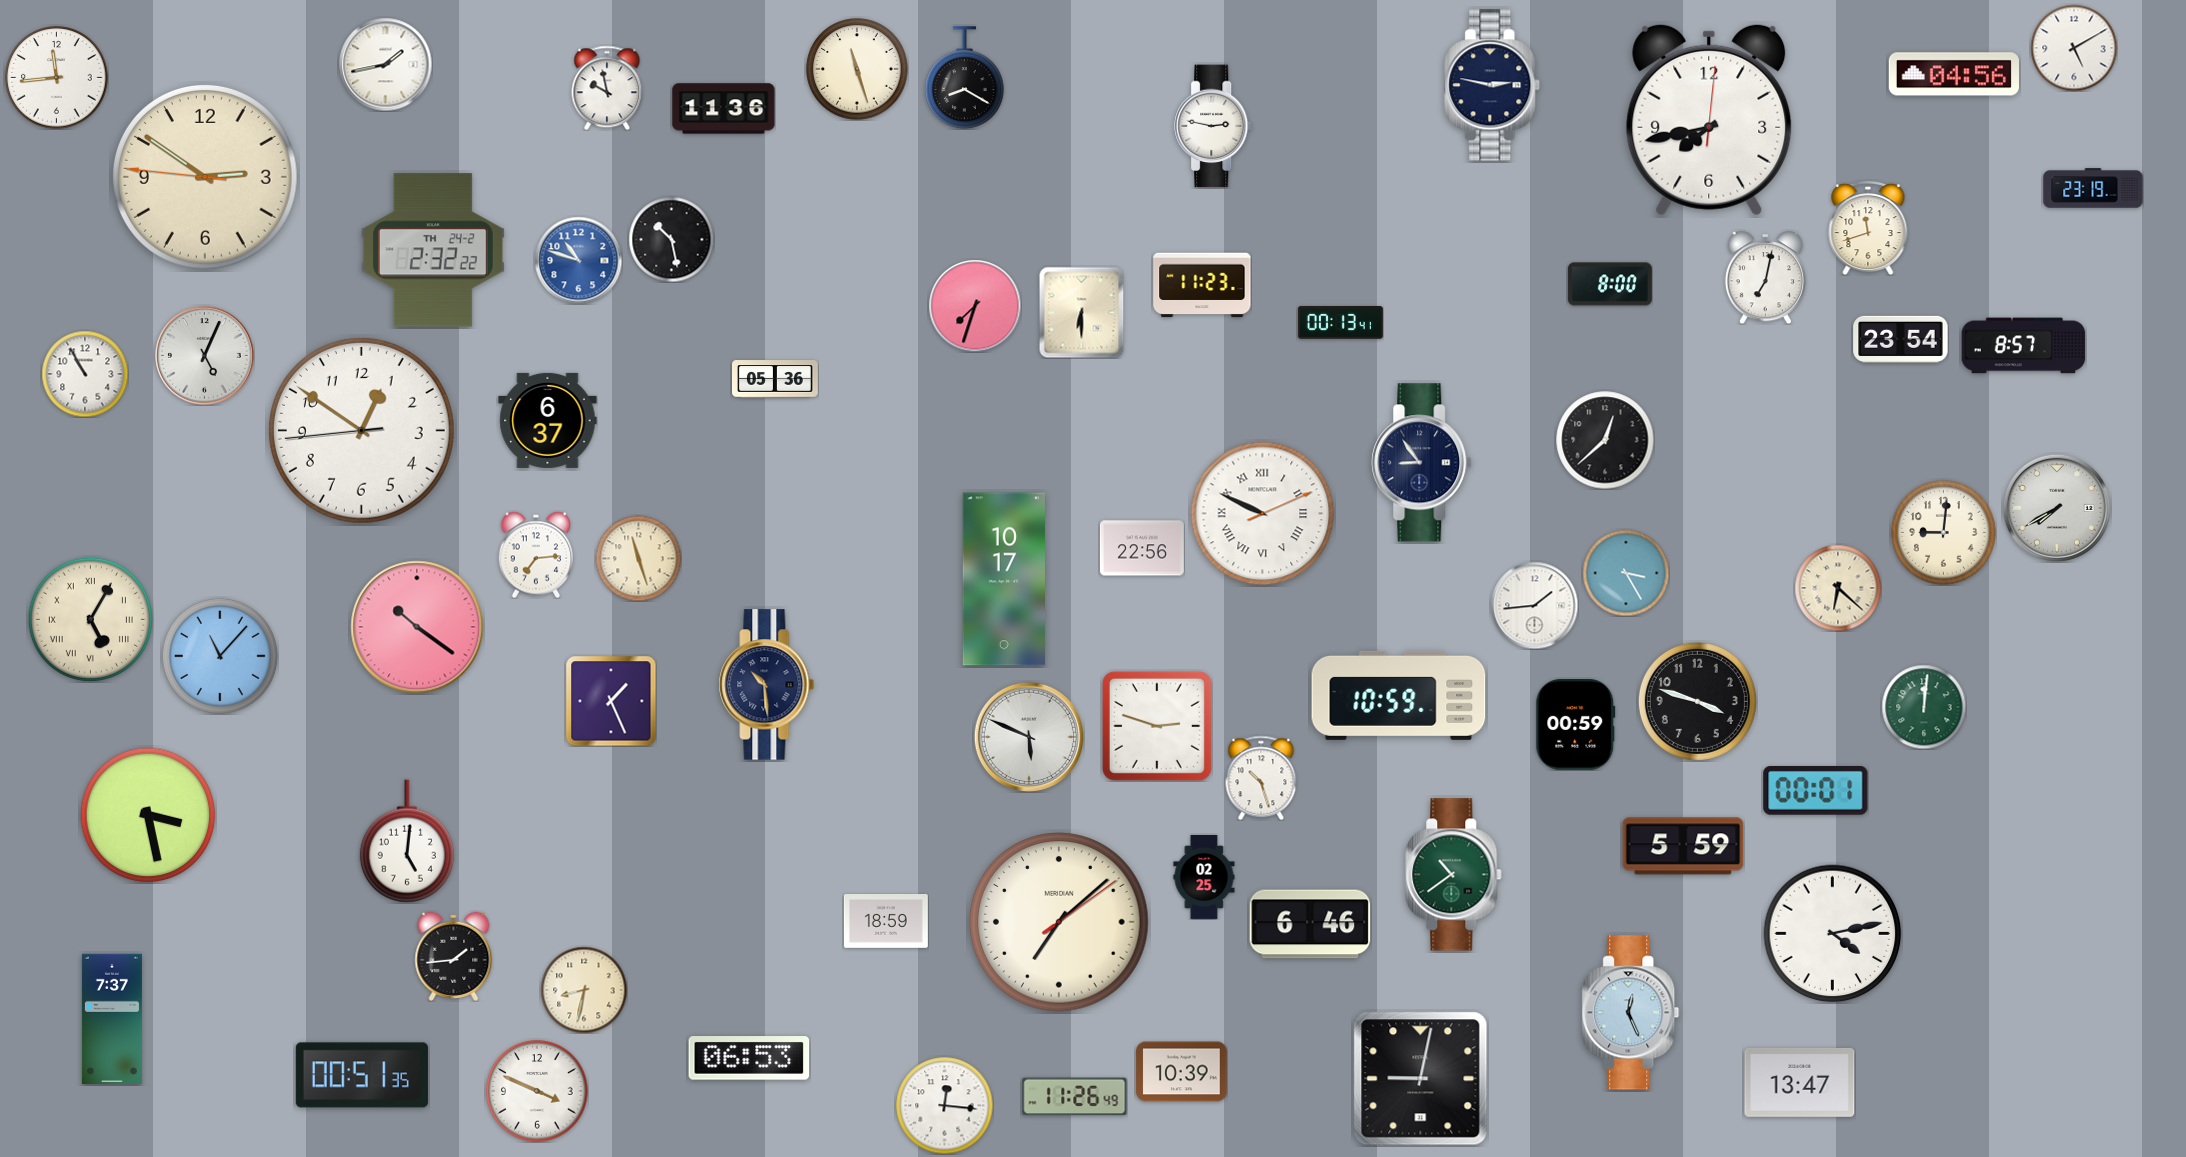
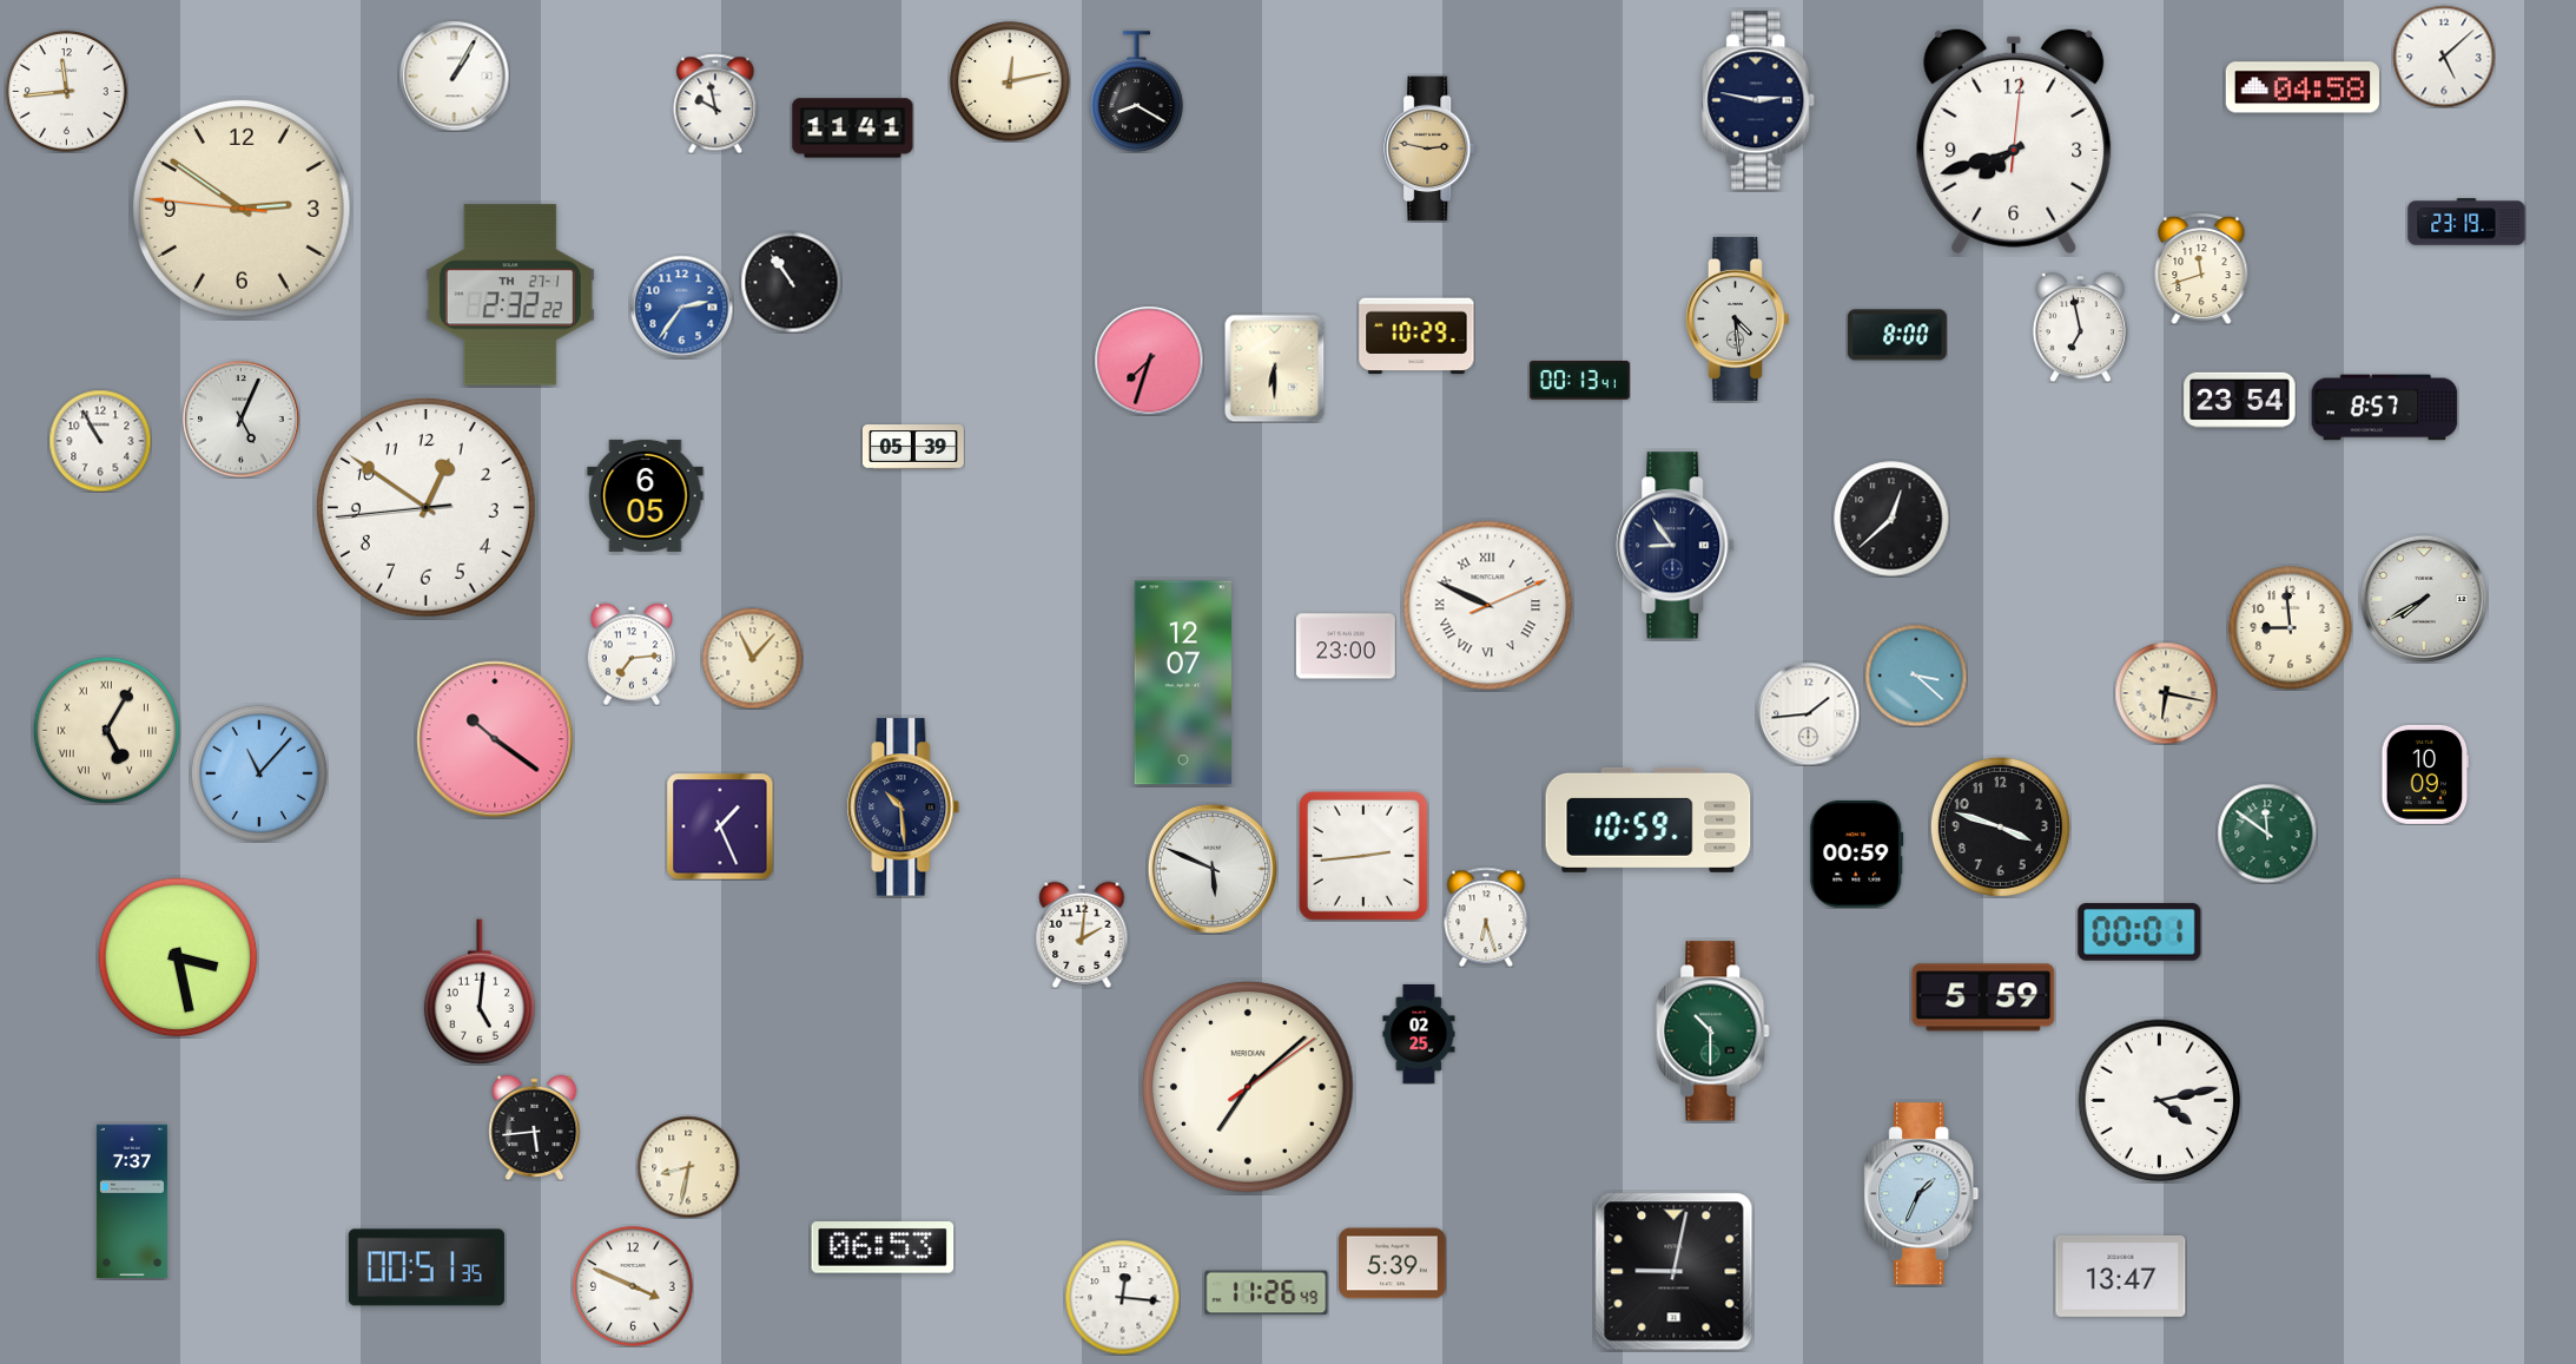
clock at (2074, 48): 5:10 -> 5:08
clock at (385, 64): 1:43 -> 1:05
clock at (857, 69): 11:27 -> 12:13
clock at (1954, 74): 04:56 -> 04:58
clock at (724, 109): 11:36 -> 11:41
clock at (1709, 120): 7:43 -> 7:42
clock at (1214, 126) dial: white -> champagne
clock at (671, 239): 10:28 -> 10:54
clock at (433, 250) date: TH 24-2 -> TH 27-1
clock at (578, 260): 10:48 -> 2:36
clock at (1738, 318): none -> 4:29
clock at (1765, 277): 7:02 -> 6:58
clock at (1202, 285): 11:23 -> 10:29
clock at (776, 379): 05:36 -> 05:39
clock at (548, 420): 6:37 -> 6:05
clock at (1944, 533): 9:01 -> 8:59
clock at (1142, 548): 22:56 -> 23:00
clock at (638, 558): 11:27 -> 11:07
clock at (1626, 573): 3:25 -> 3:22
clock at (1004, 579): 10:17 -> 12:07
clock at (1838, 588): 6:22 -> 6:17
clock at (417, 627) position: (417, 627) -> (495, 739)
clock at (2425, 775): none -> 10:09
clock at (1924, 707): 12:01 -> 11:51
clock at (1157, 726): 2:48 -> 2:44
clock at (1261, 778): 10:27 -> 6:27
clock at (1082, 935): none -> 2:01
clock at (148, 815) position: (148, 815) -> (178, 957)
clock at (1454, 875): 10:39 -> 10:30
clock at (886, 922): 18:59 -> none
clock at (1310, 924): 6:46 -> none
clock at (454, 956): 1:44 -> 5:44
clock at (1631, 1013): 12:26 -> 1:34
clock at (1182, 1072): 10:39 -> 5:39
clock at (944, 1105) position: (944, 1105) -> (1122, 1297)
